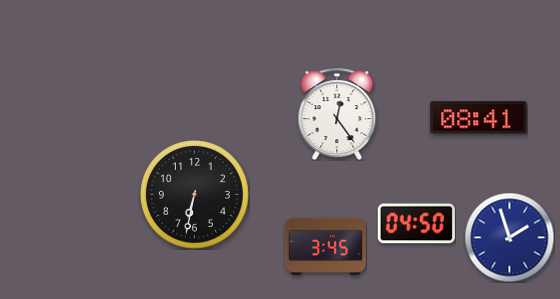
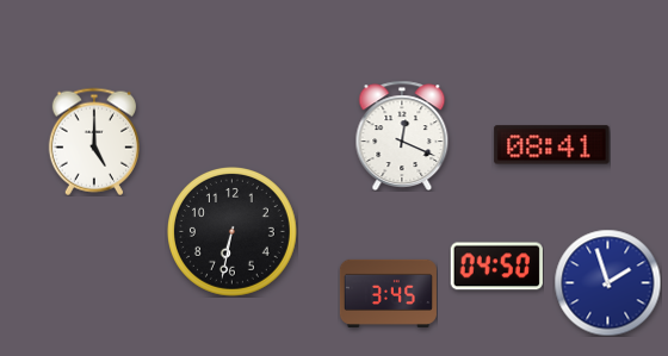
clock at (337, 113): 12:24 -> 12:19
clock at (479, 118) position: (479, 118) -> (552, 145)
clock at (94, 142): none -> 5:00
